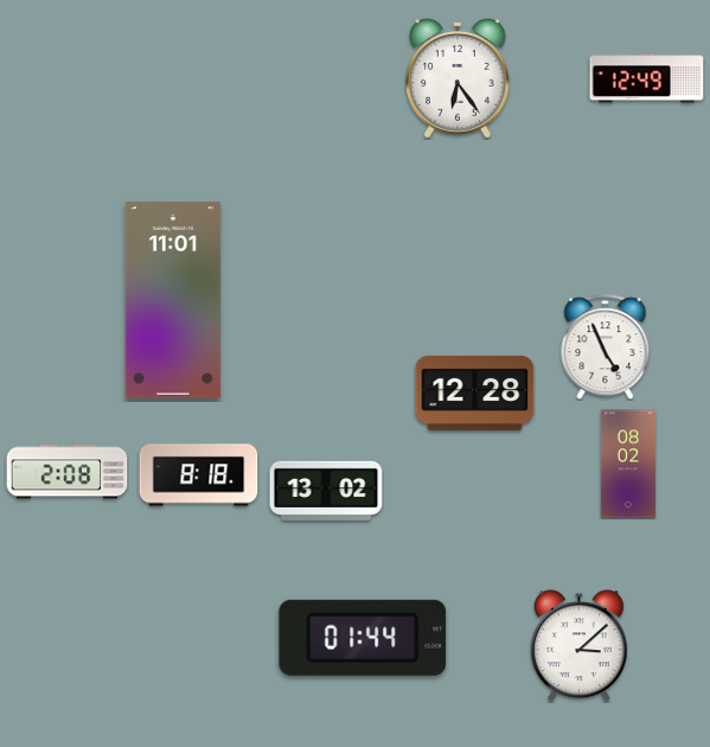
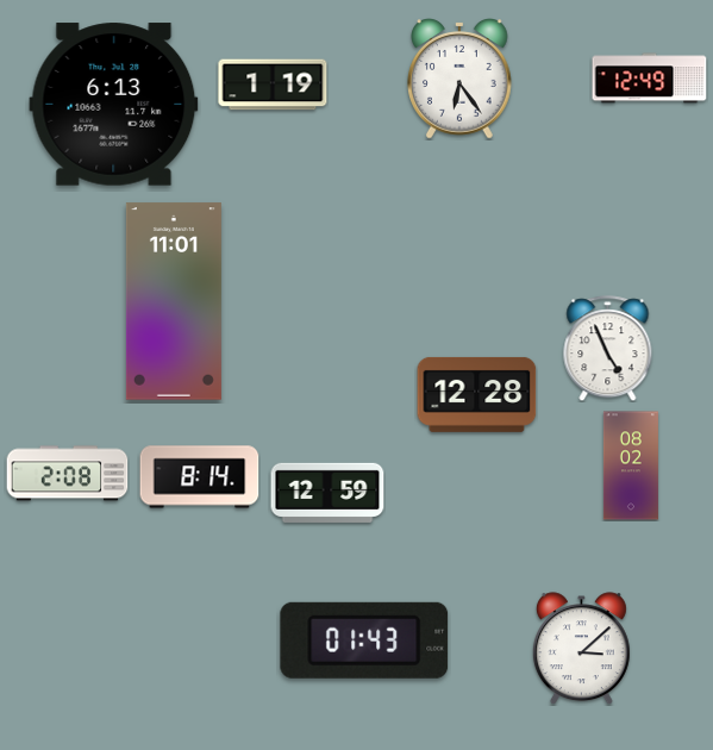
clock at (273, 85): none -> 1:19
clock at (114, 105): none -> 6:13
clock at (199, 475): 8:18 -> 8:14
clock at (326, 491): 13:02 -> 12:59
clock at (363, 638): 01:44 -> 01:43
